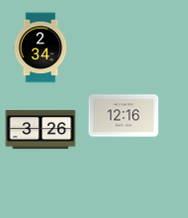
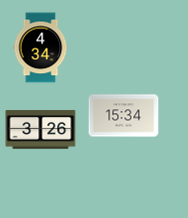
clock at (41, 48): 2:34 -> 4:34
clock at (124, 116): 12:16 -> 15:34
